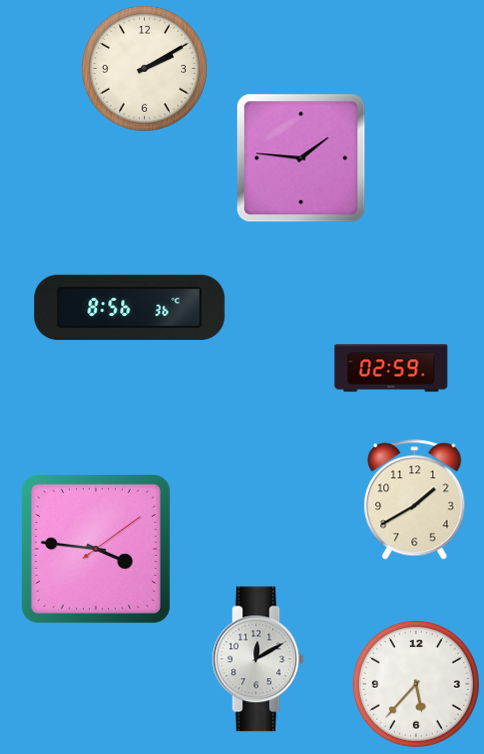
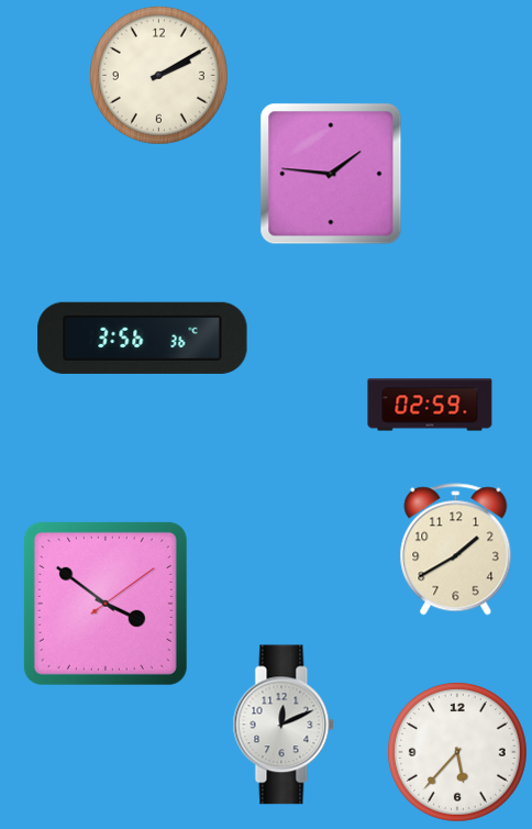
clock at (130, 307): 8:56 -> 3:56
clock at (96, 549): 3:46 -> 3:51
clock at (258, 659): 12:10 -> 12:11
